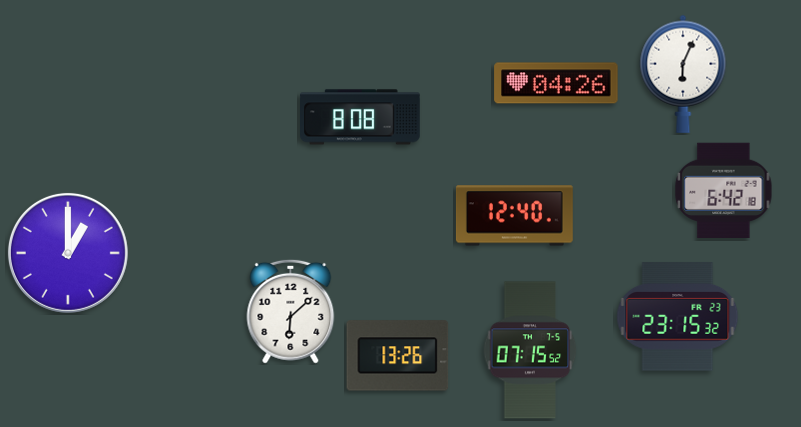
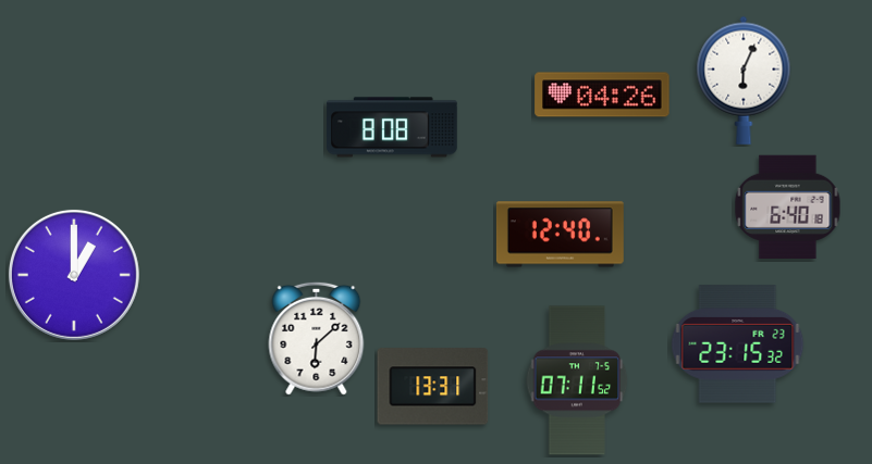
clock at (556, 83) position: (556, 83) -> (602, 95)
clock at (724, 190): 6:42 -> 6:40
clock at (530, 350): 07:15 -> 07:11
clock at (398, 356): 13:26 -> 13:31
